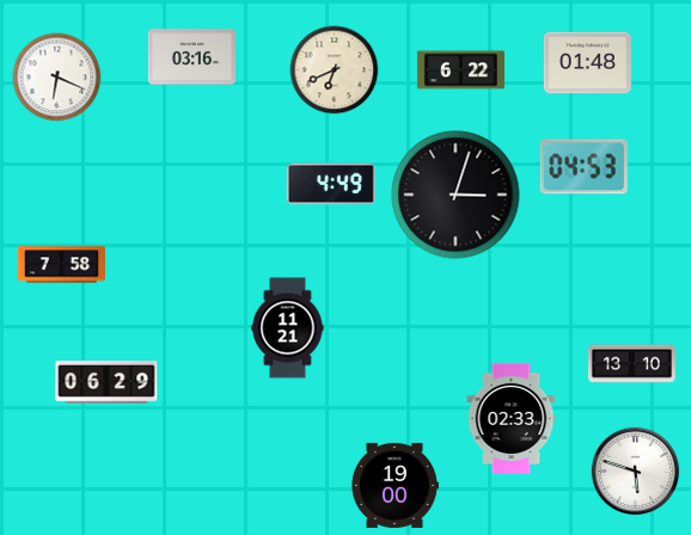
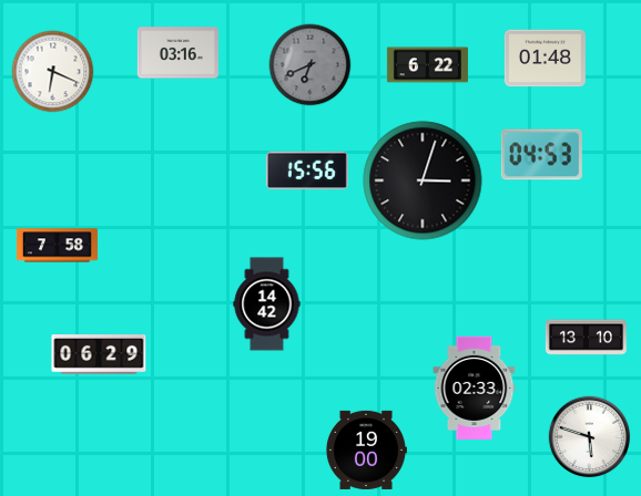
clock at (335, 70) dial: cream -> grey
clock at (331, 184): 4:49 -> 15:56
clock at (288, 328): 11:21 -> 14:42
